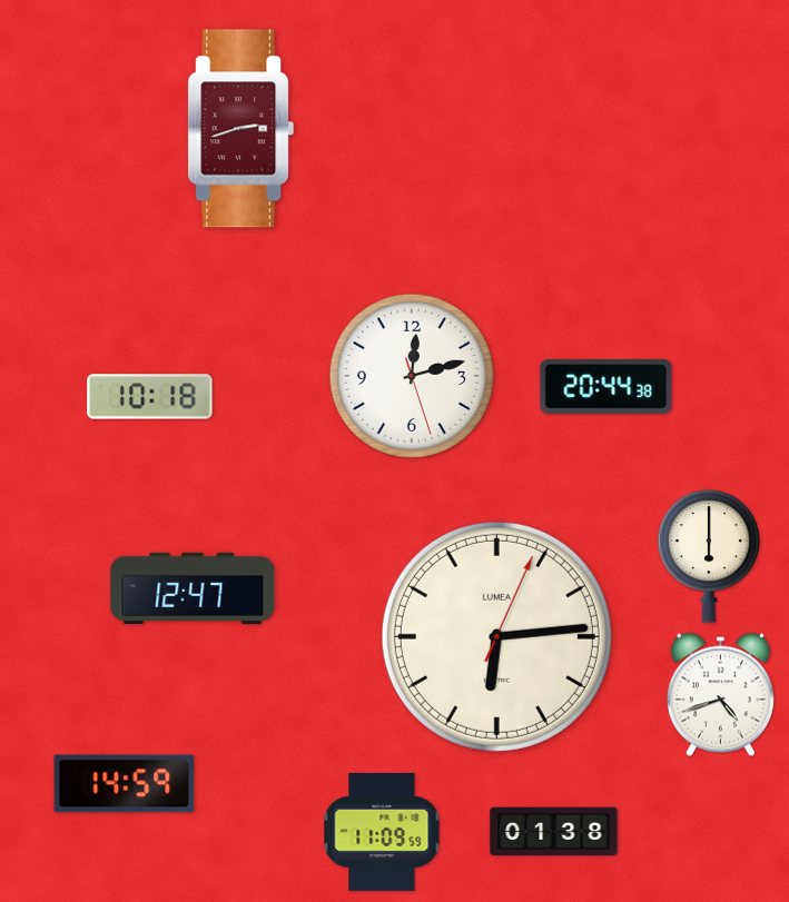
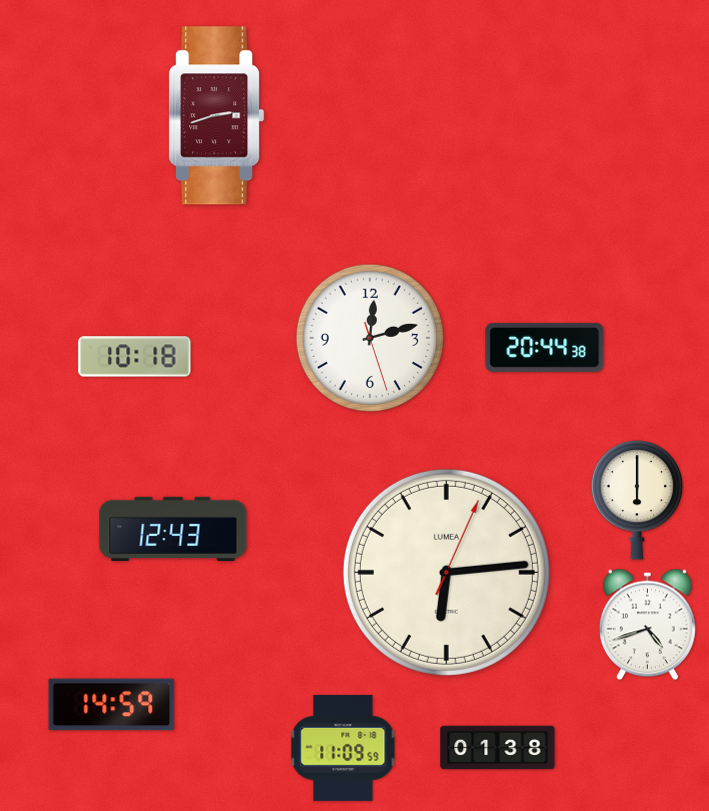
clock at (193, 588): 12:47 -> 12:43
